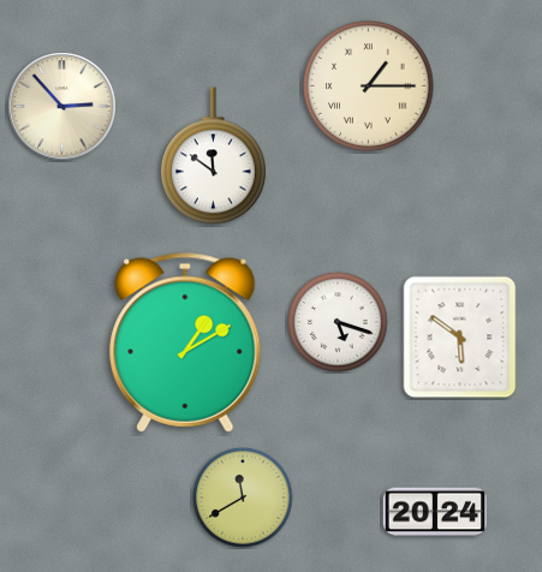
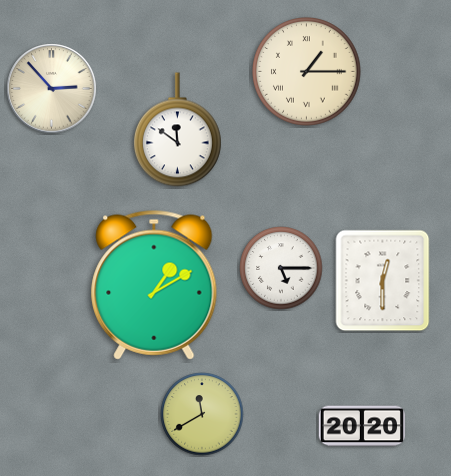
clock at (338, 322): 5:18 -> 5:15
clock at (460, 338): 5:51 -> 12:30
clock at (435, 512): 20:24 -> 20:20
